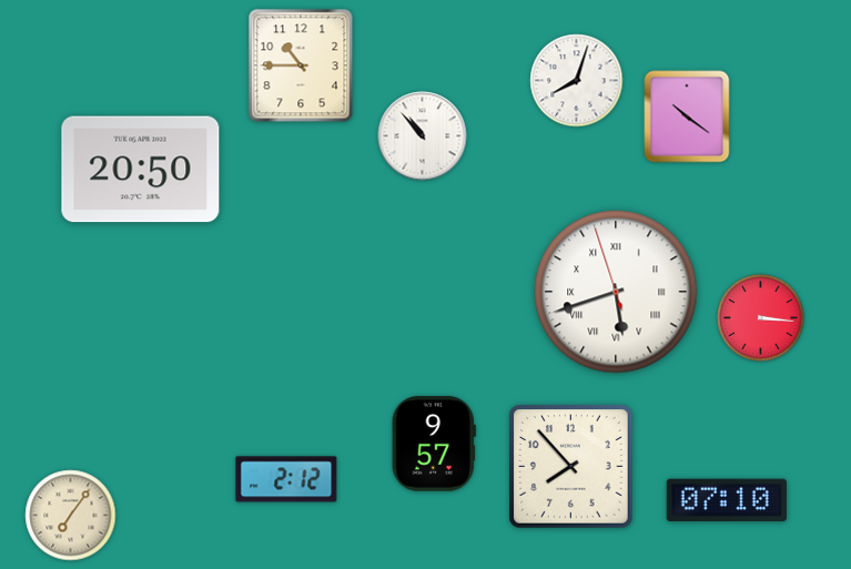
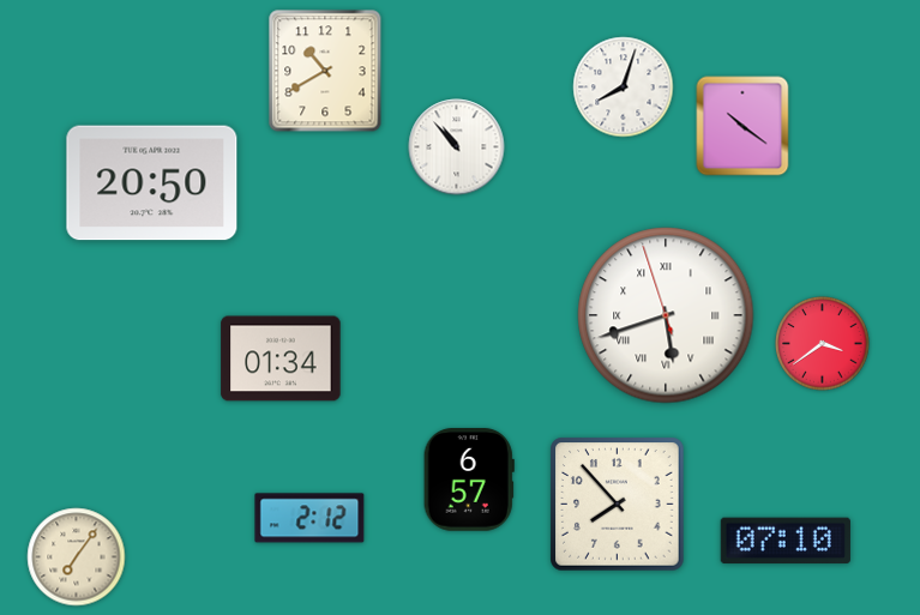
clock at (301, 65): 10:45 -> 10:40
clock at (761, 318): 3:16 -> 3:39
clock at (281, 358): none -> 01:34
clock at (434, 444): 9:57 -> 6:57
